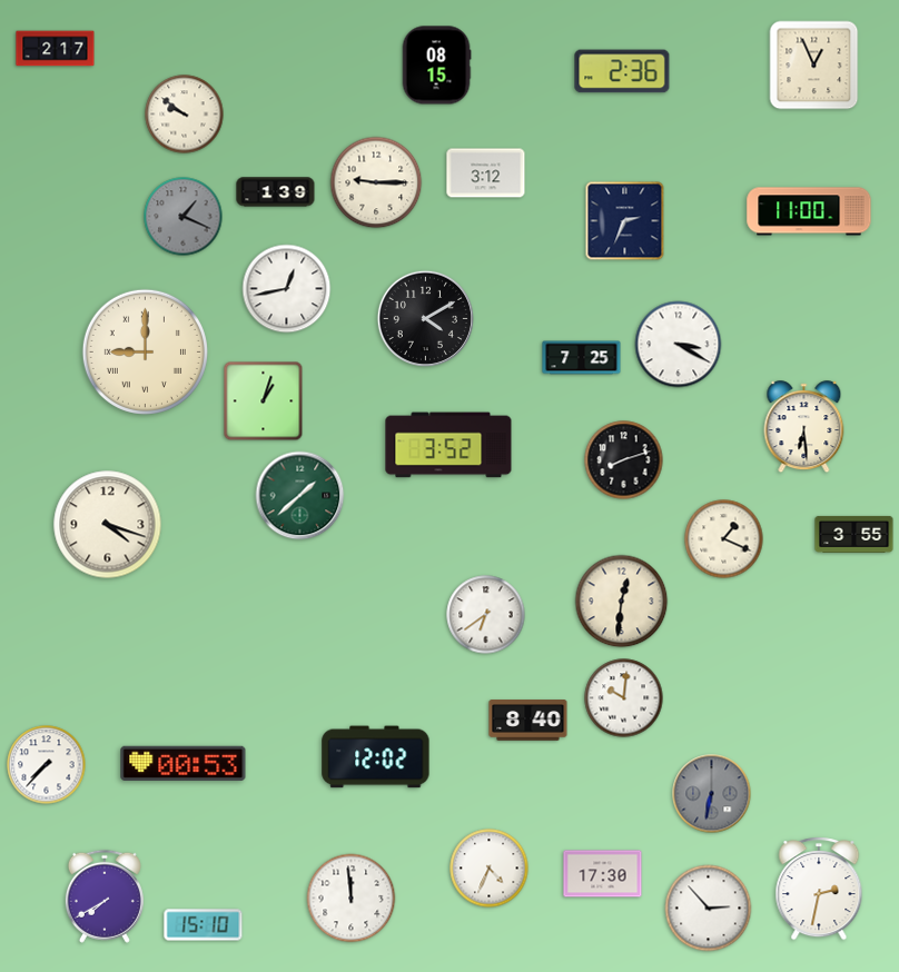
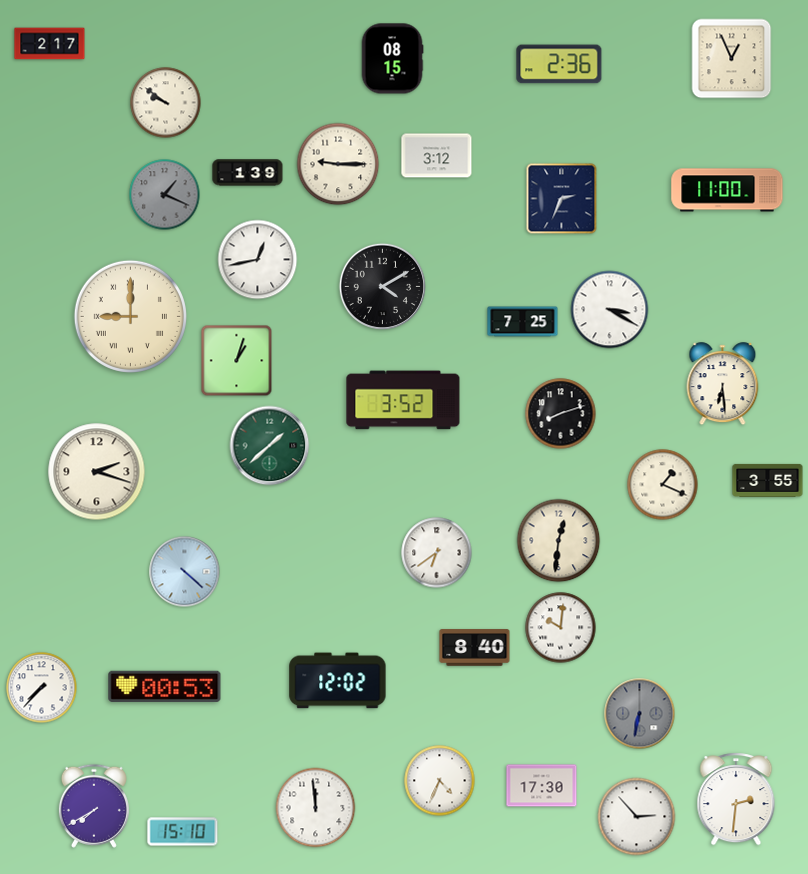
clock at (108, 525): 4:18 -> 2:18
clock at (724, 539) position: (724, 539) -> (663, 485)
clock at (185, 572): none -> 4:22
clock at (819, 890): 2:32 -> 2:31
